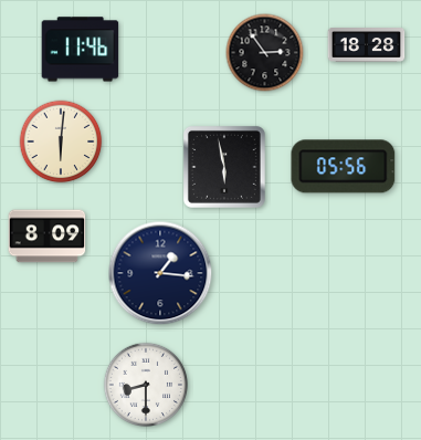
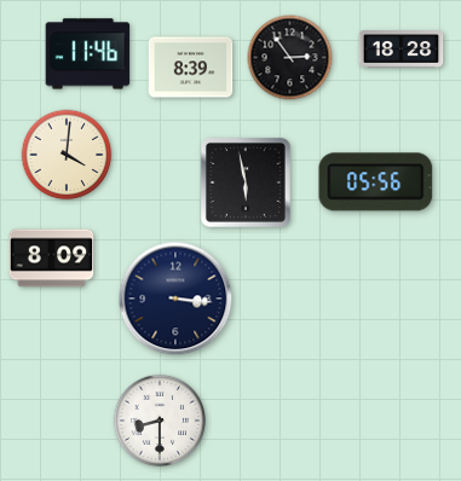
clock at (191, 68): none -> 8:39
clock at (61, 142): 6:01 -> 4:01
clock at (160, 273): 1:16 -> 3:16
